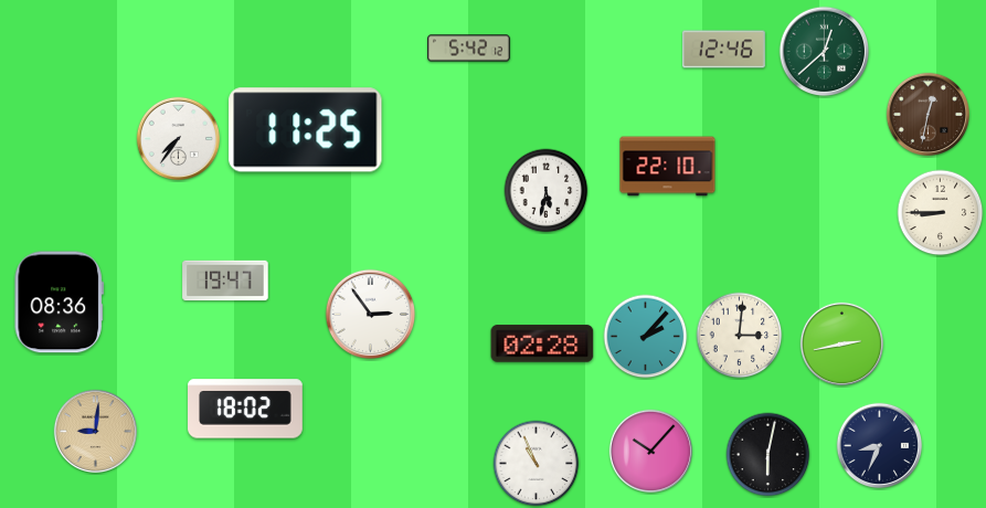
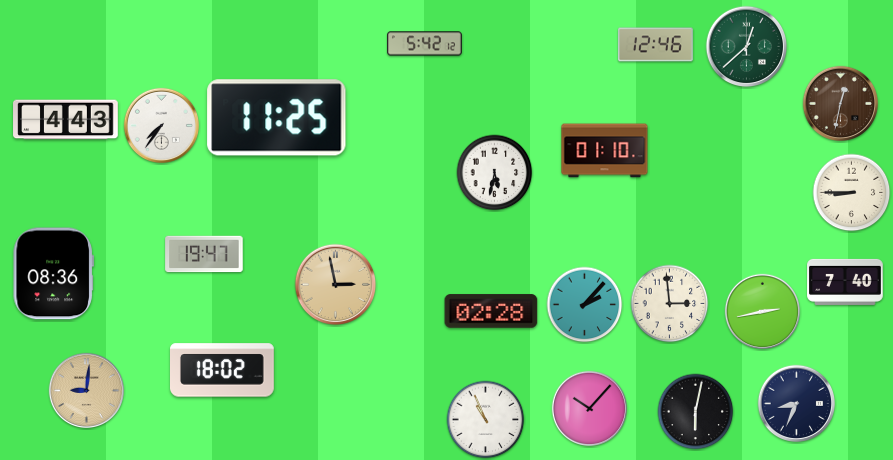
clock at (66, 120): none -> 4:43
clock at (668, 167): 22:10 -> 01:10
clock at (845, 282): none -> 7:40
clock at (371, 315): 2:54 -> 2:58
clock at (371, 315) dial: white -> champagne
clock at (740, 336): 3:01 -> 2:59
